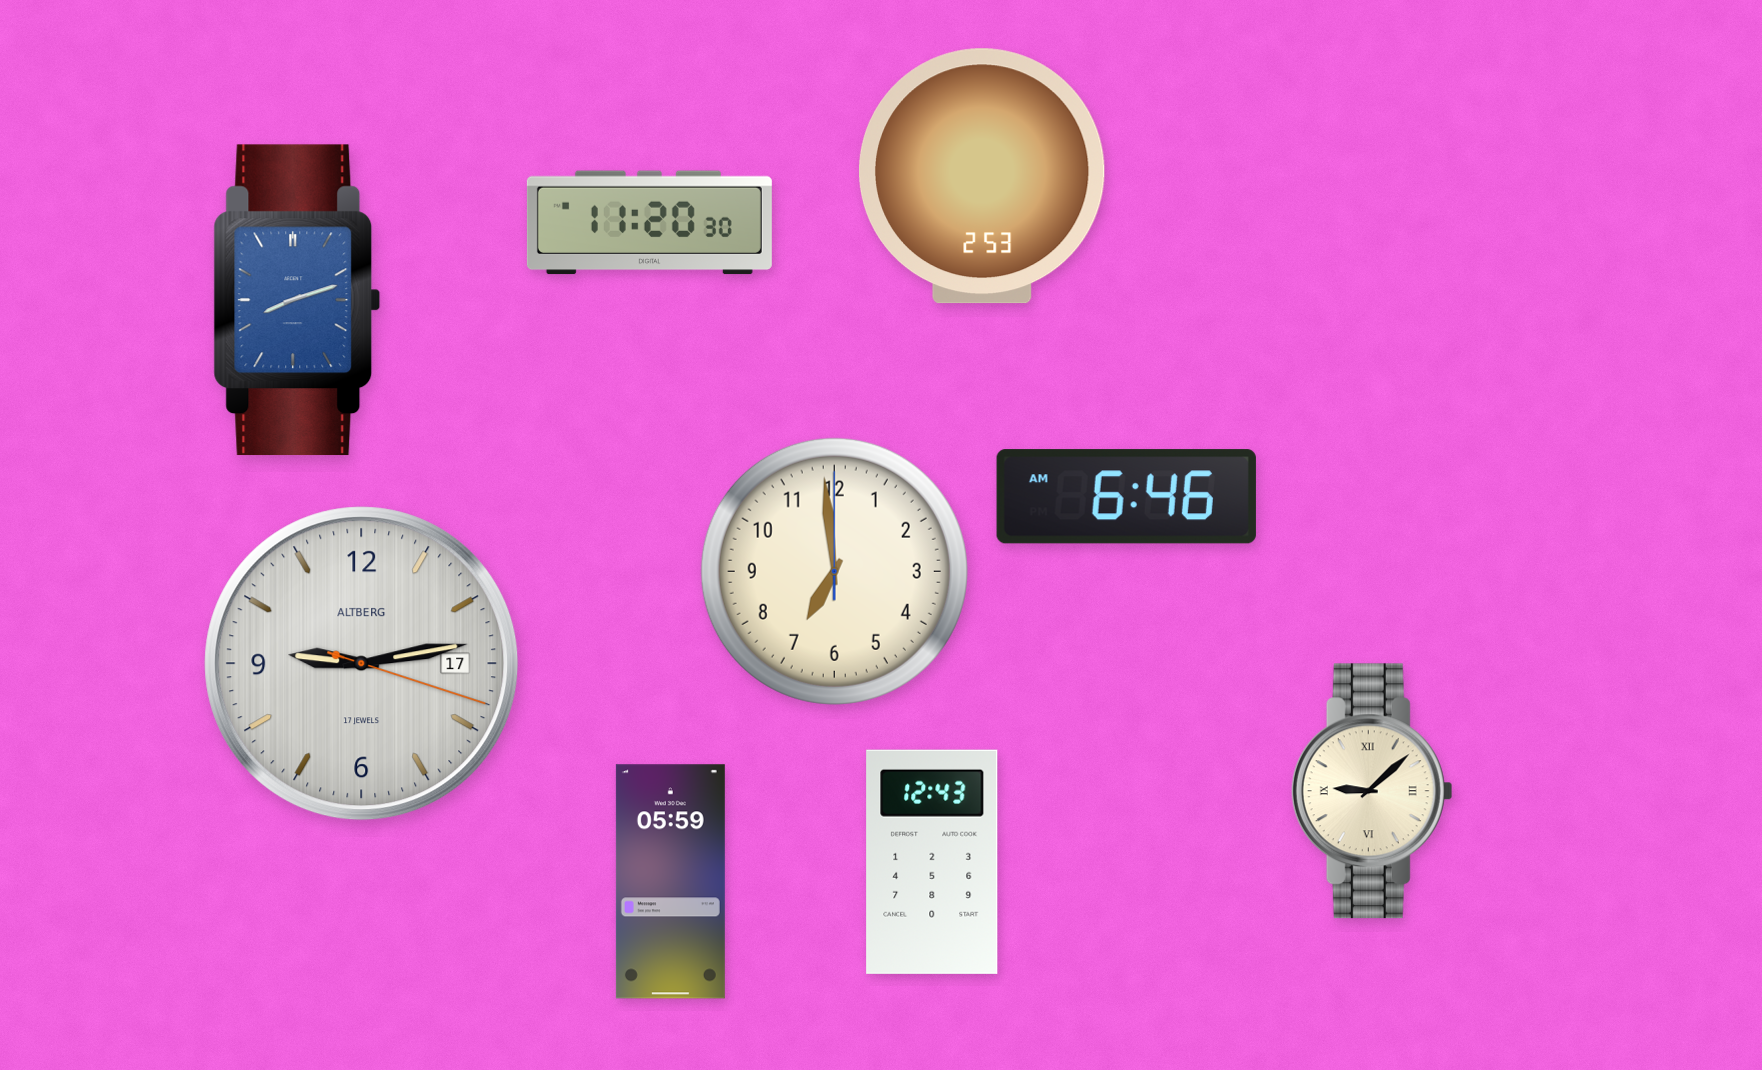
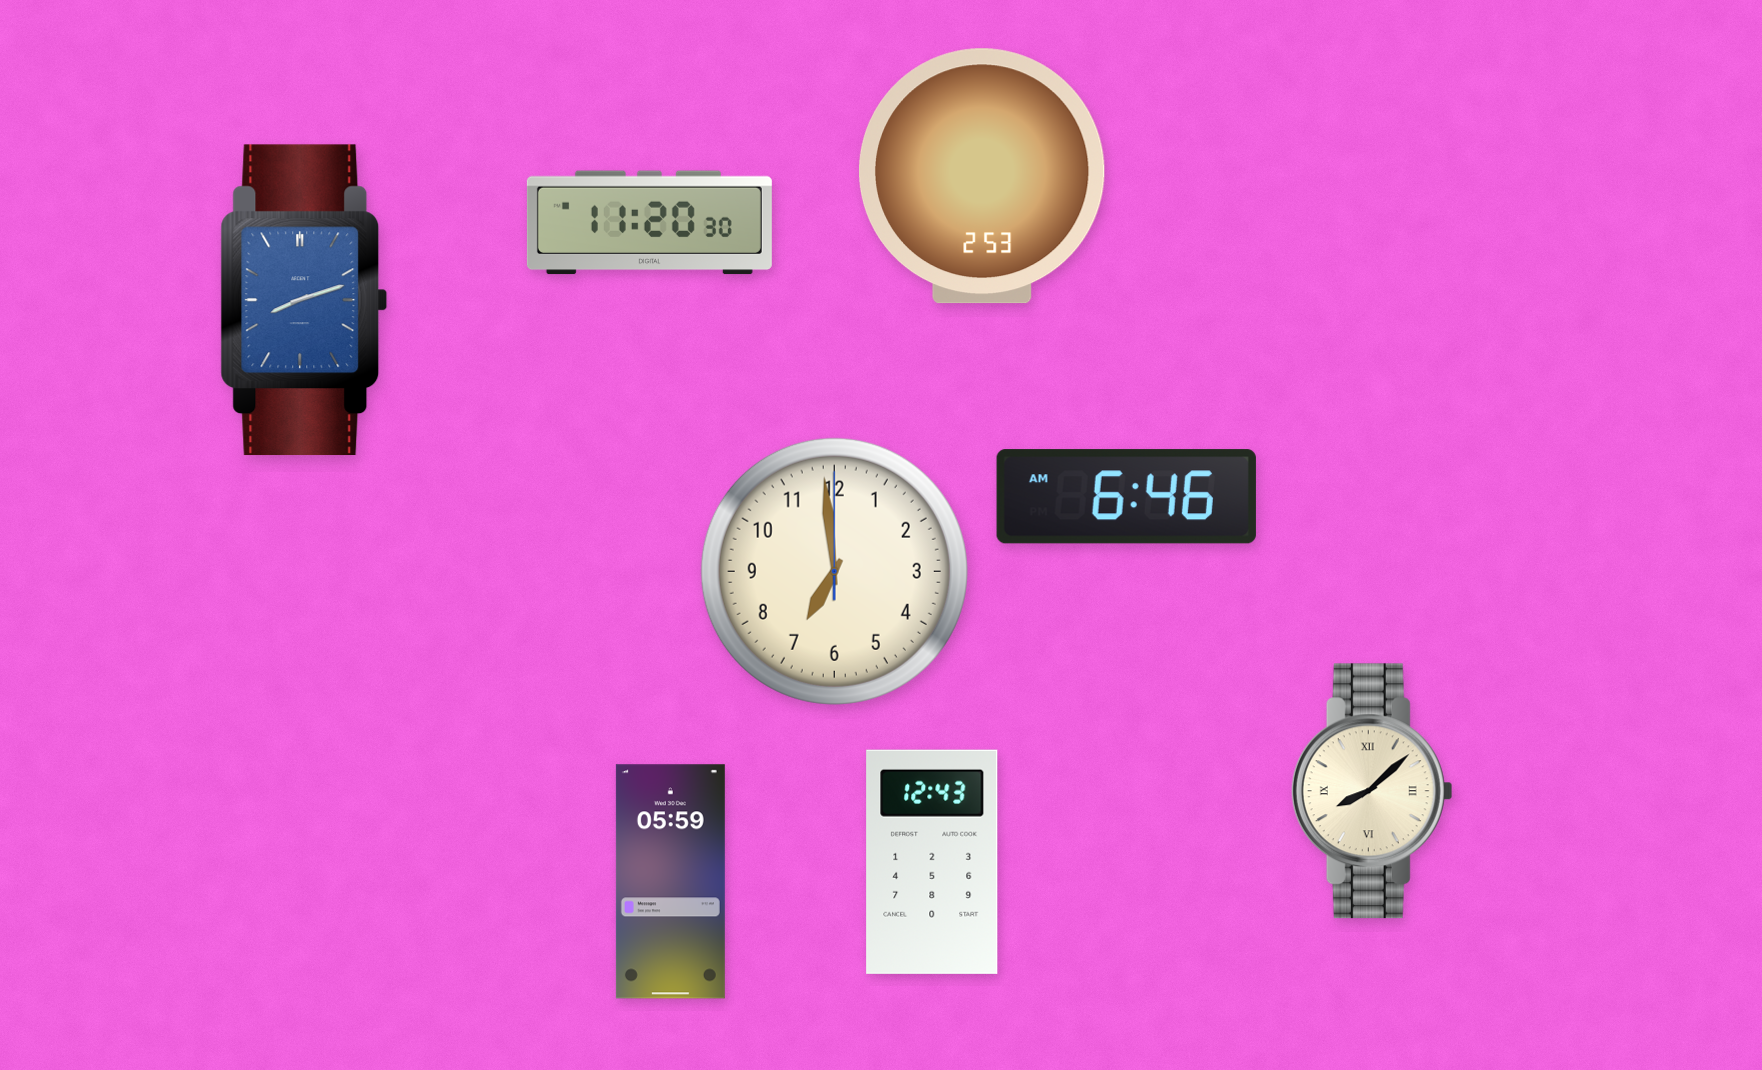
clock at (297, 300) position: (297, 300) -> (304, 300)
clock at (362, 664): 9:13 -> none
clock at (1372, 791): 9:08 -> 8:08
